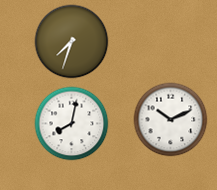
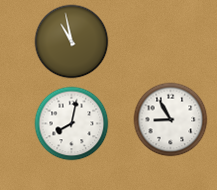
clock at (72, 42): 7:33 -> 10:58
clock at (171, 120): 10:11 -> 8:55
